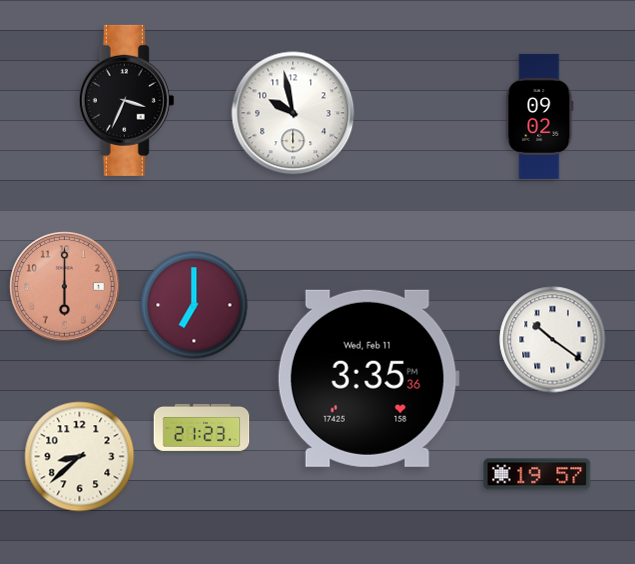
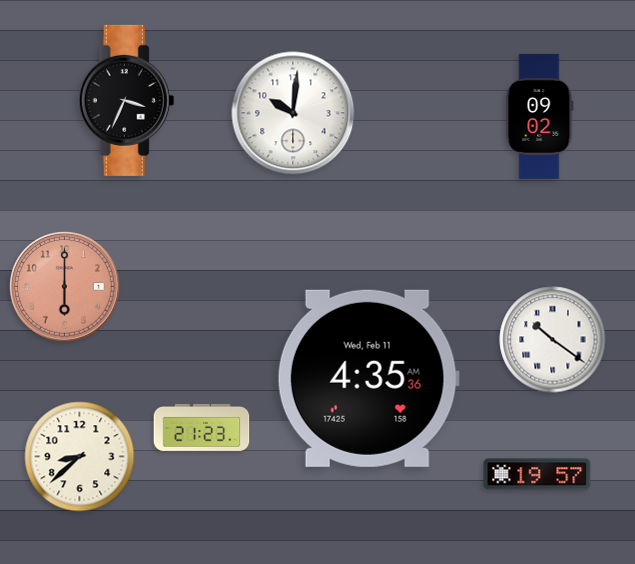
clock at (293, 113): 9:58 -> 10:01
clock at (194, 305): 7:00 -> none
clock at (368, 378): 3:35 -> 4:35
